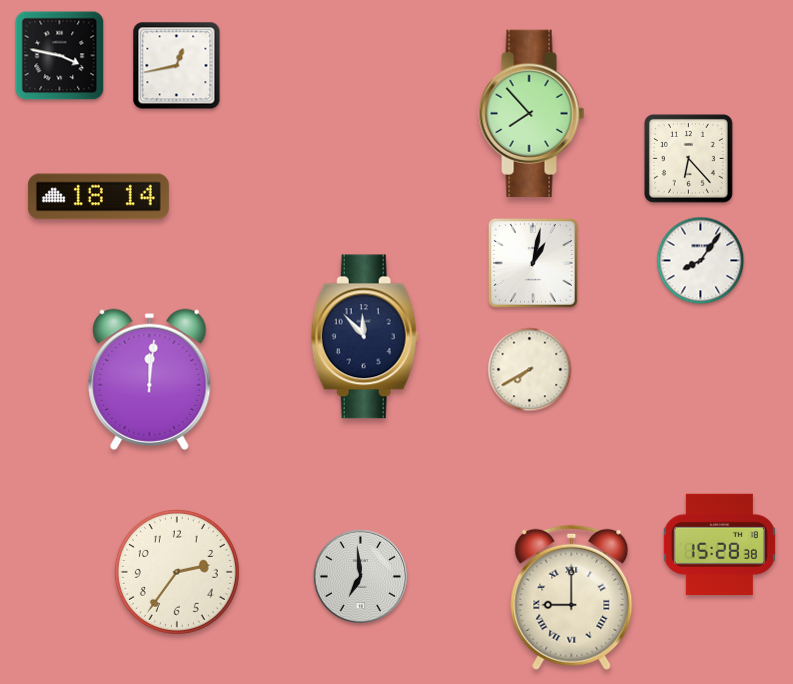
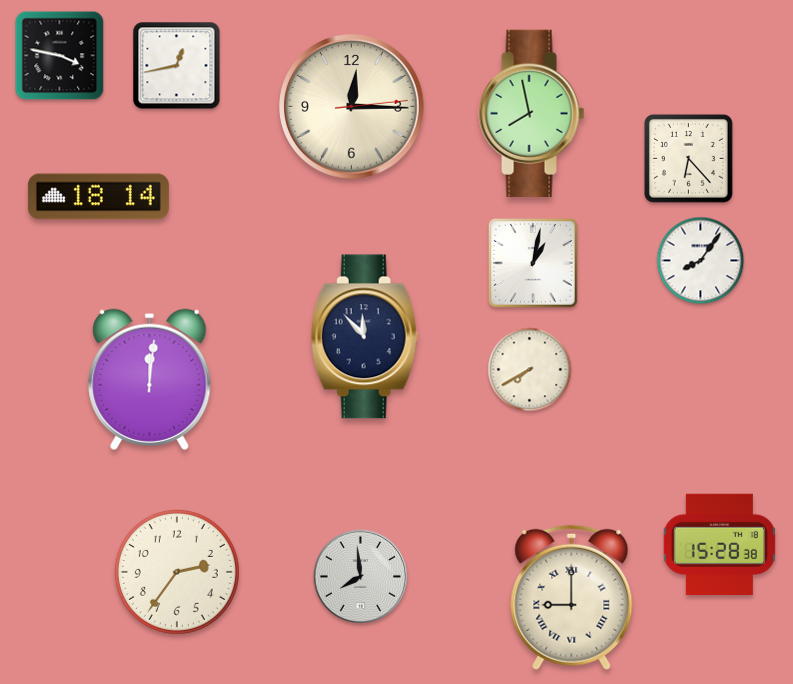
clock at (352, 107): none -> 12:15
clock at (532, 113): 7:53 -> 7:58
clock at (360, 576): 6:59 -> 7:59
